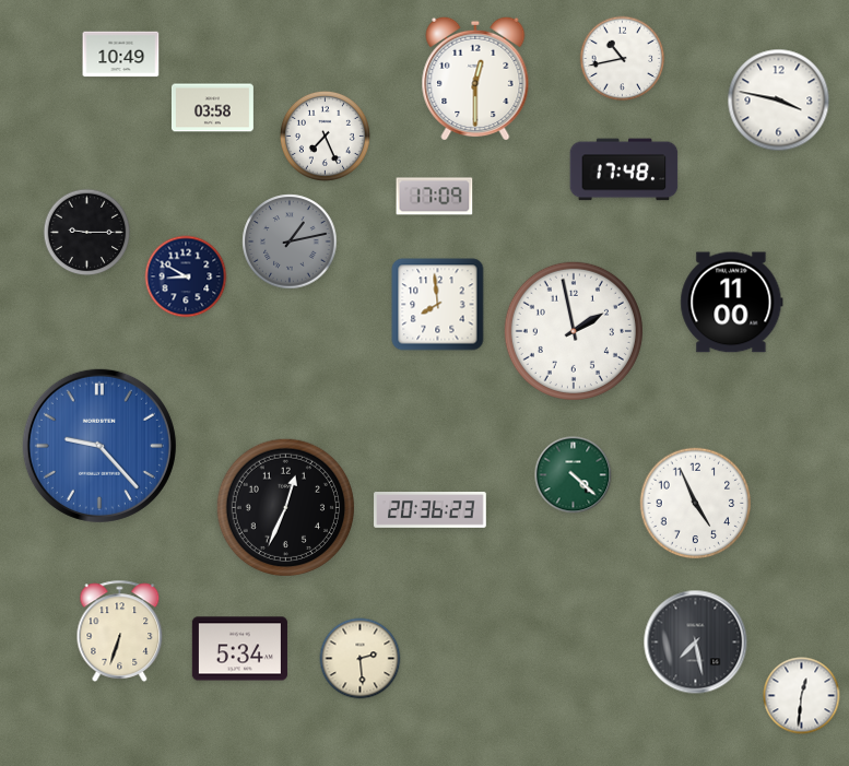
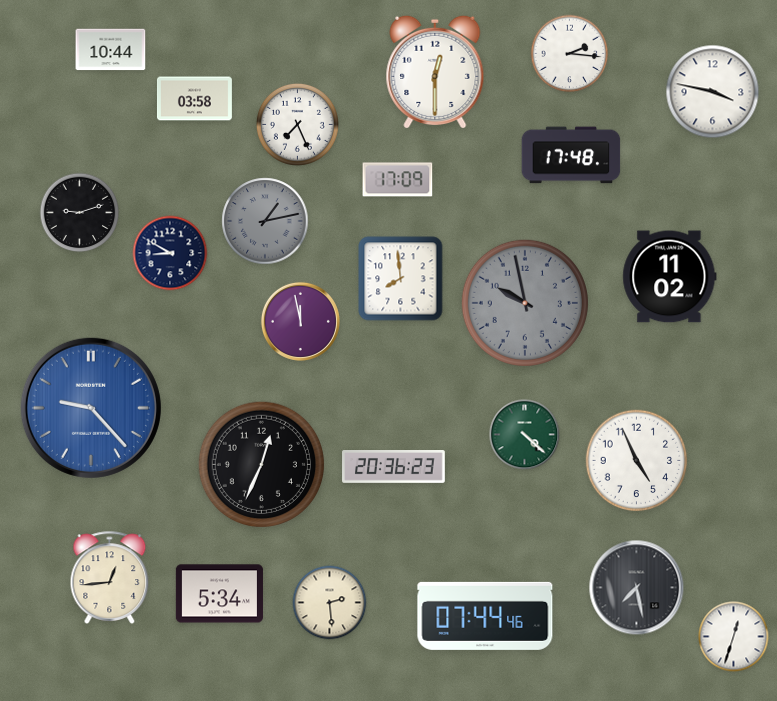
clock at (121, 55): 10:49 -> 10:44
clock at (623, 59): 10:43 -> 2:16
clock at (87, 233): 9:15 -> 9:12
clock at (732, 303): 11:00 -> 11:02
clock at (574, 331): 1:58 -> 9:58
clock at (574, 331) dial: white -> grey
clock at (300, 321): none -> 11:58
clock at (120, 631): 6:33 -> 12:44
clock at (485, 616): none -> 07:44
clock at (802, 696): 12:31 -> 12:33
